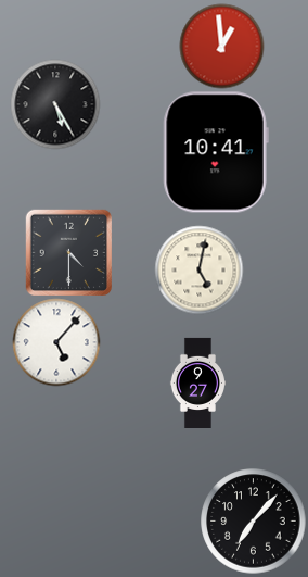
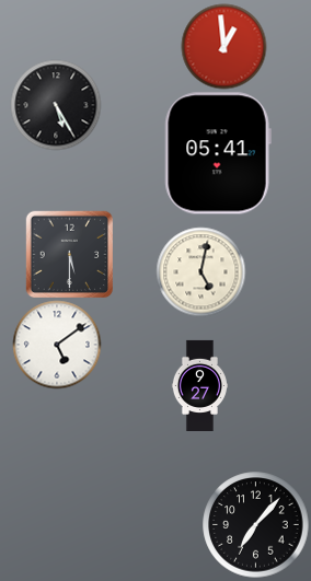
clock at (216, 152): 10:41 -> 05:41
clock at (68, 252): 4:30 -> 5:30
clock at (56, 342): 5:07 -> 5:09
